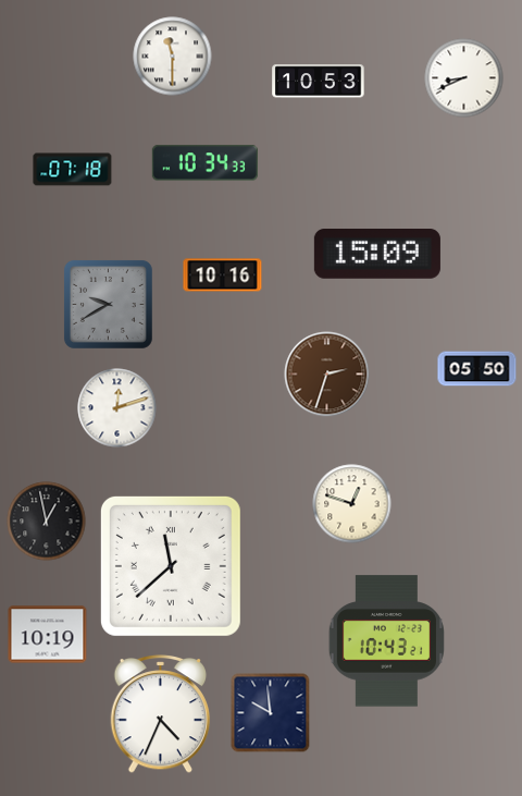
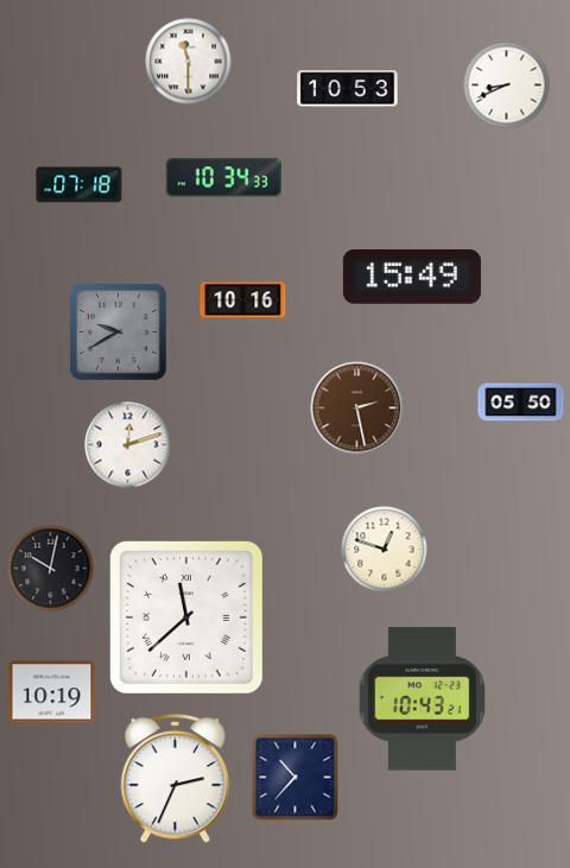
clock at (377, 255): 15:09 -> 15:49
clock at (327, 375): 2:33 -> 2:28
clock at (47, 522): 12:58 -> 10:02
clock at (271, 713): 9:59 -> 10:37
clock at (161, 714): 4:34 -> 2:34
